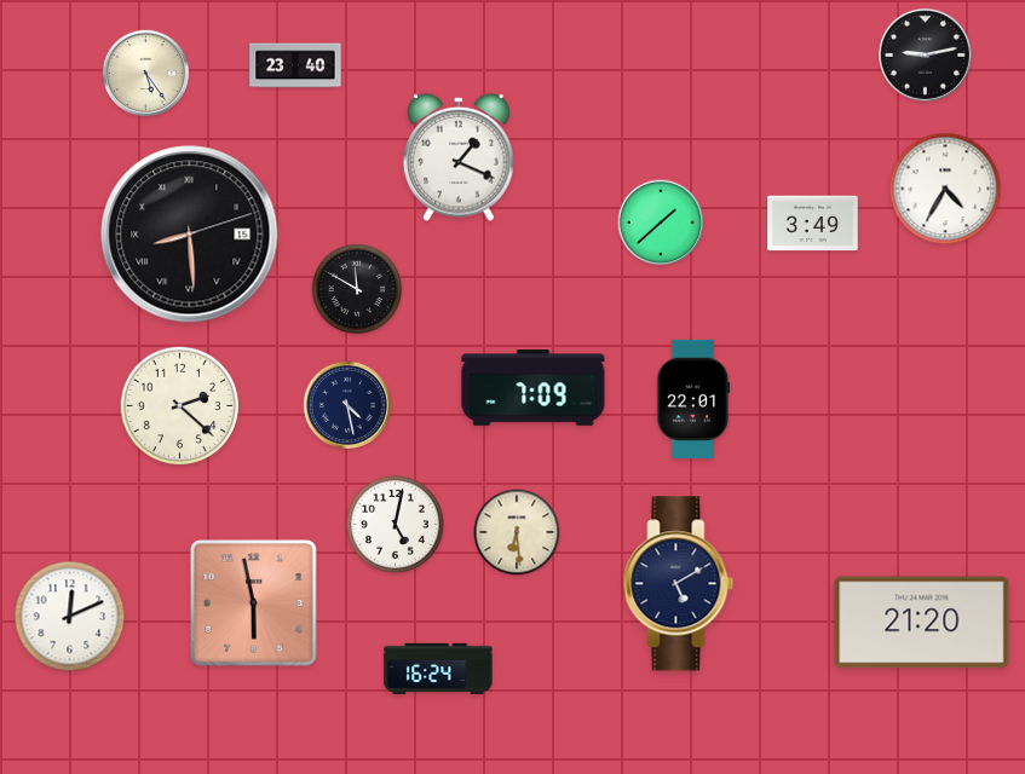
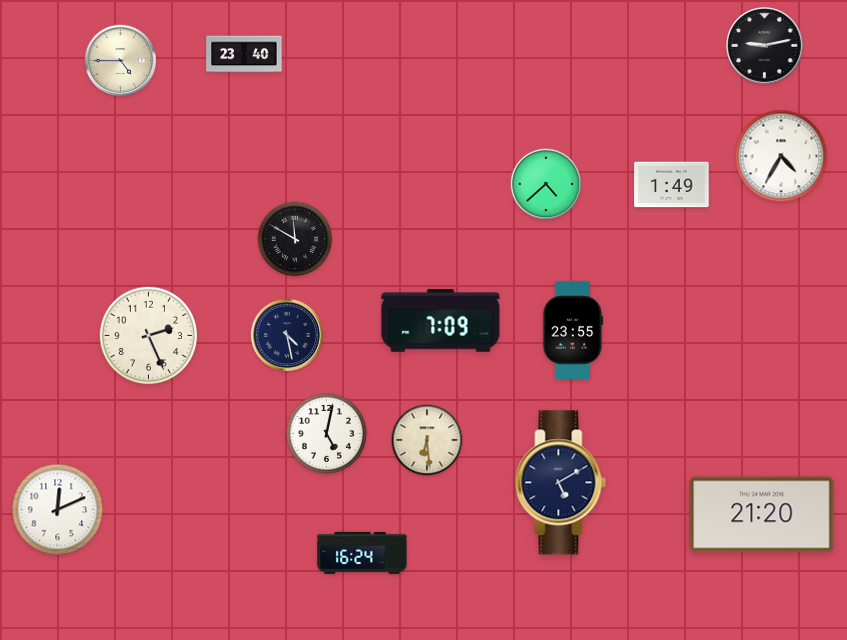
clock at (146, 74): 5:24 -> 4:45
clock at (460, 157): 1:19 -> none
clock at (661, 223): 1:38 -> 4:38
clock at (813, 224): 3:49 -> 1:49
clock at (190, 235): 8:29 -> none
clock at (693, 399): 22:01 -> 23:55
clock at (180, 406): 2:22 -> 2:26
clock at (254, 603): 5:58 -> none
